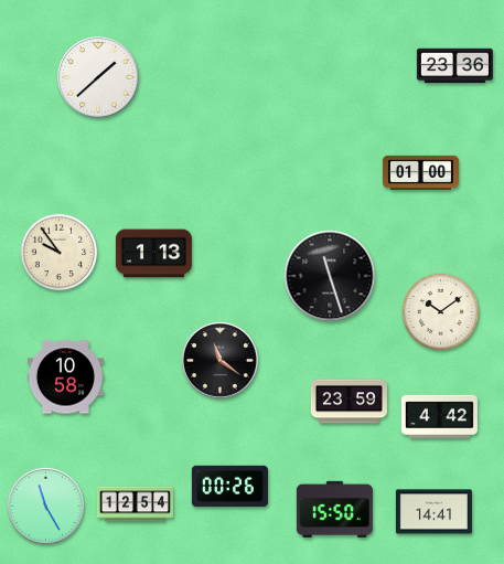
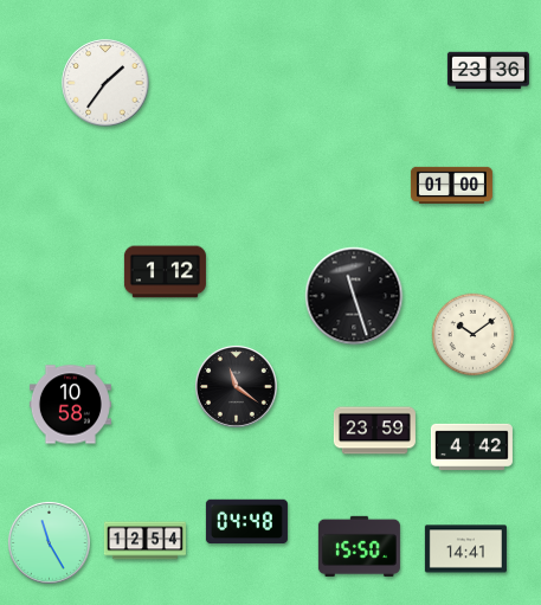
clock at (98, 77): 1:38 -> 1:36
clock at (60, 253): 9:54 -> none
clock at (153, 254): 1:13 -> 1:12
clock at (229, 487): 00:26 -> 04:48
